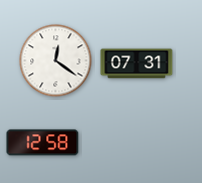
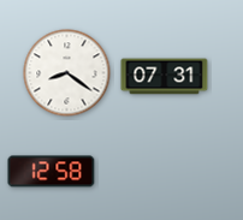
clock at (56, 61): 12:21 -> 8:21
